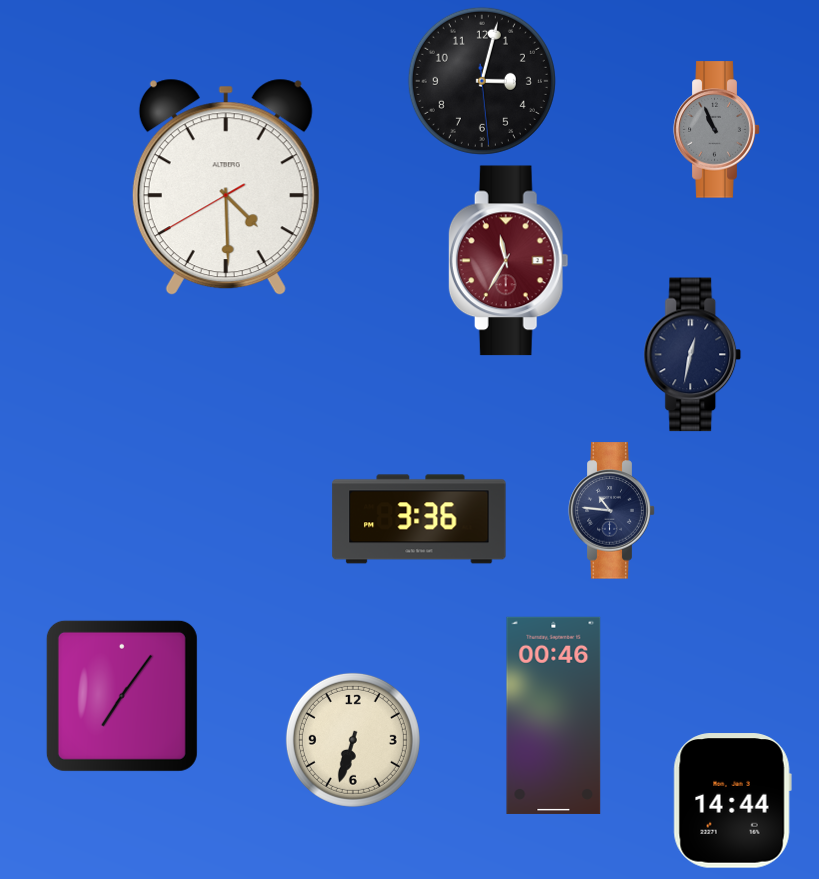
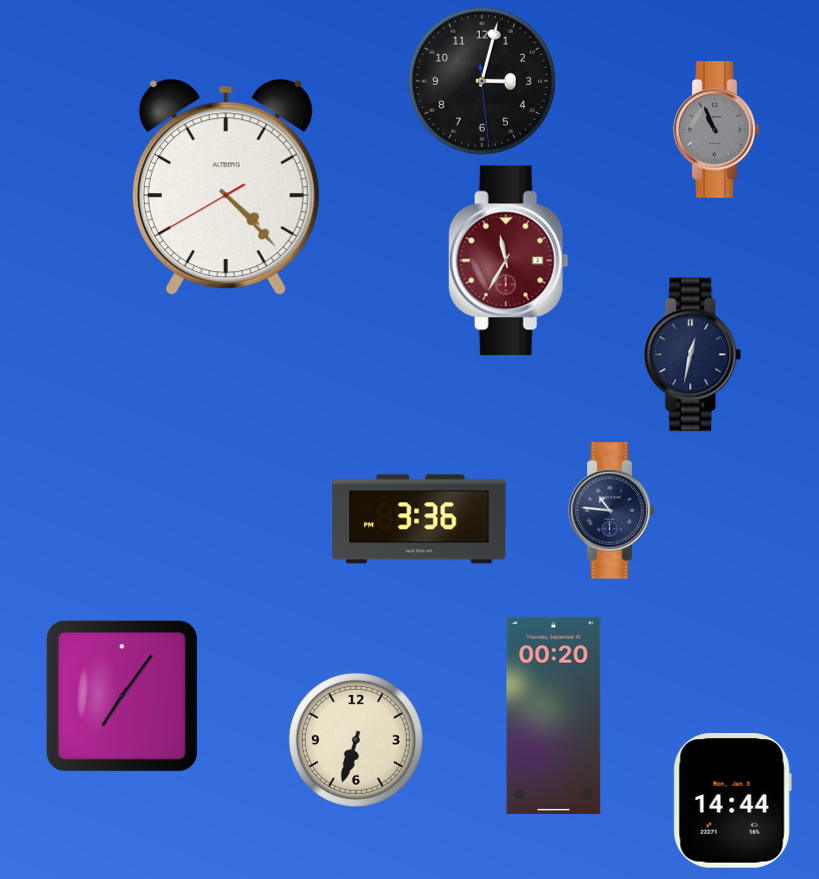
clock at (226, 187): 4:29 -> 4:22
clock at (554, 715): 00:46 -> 00:20
clock at (353, 740) position: (353, 740) -> (356, 740)
